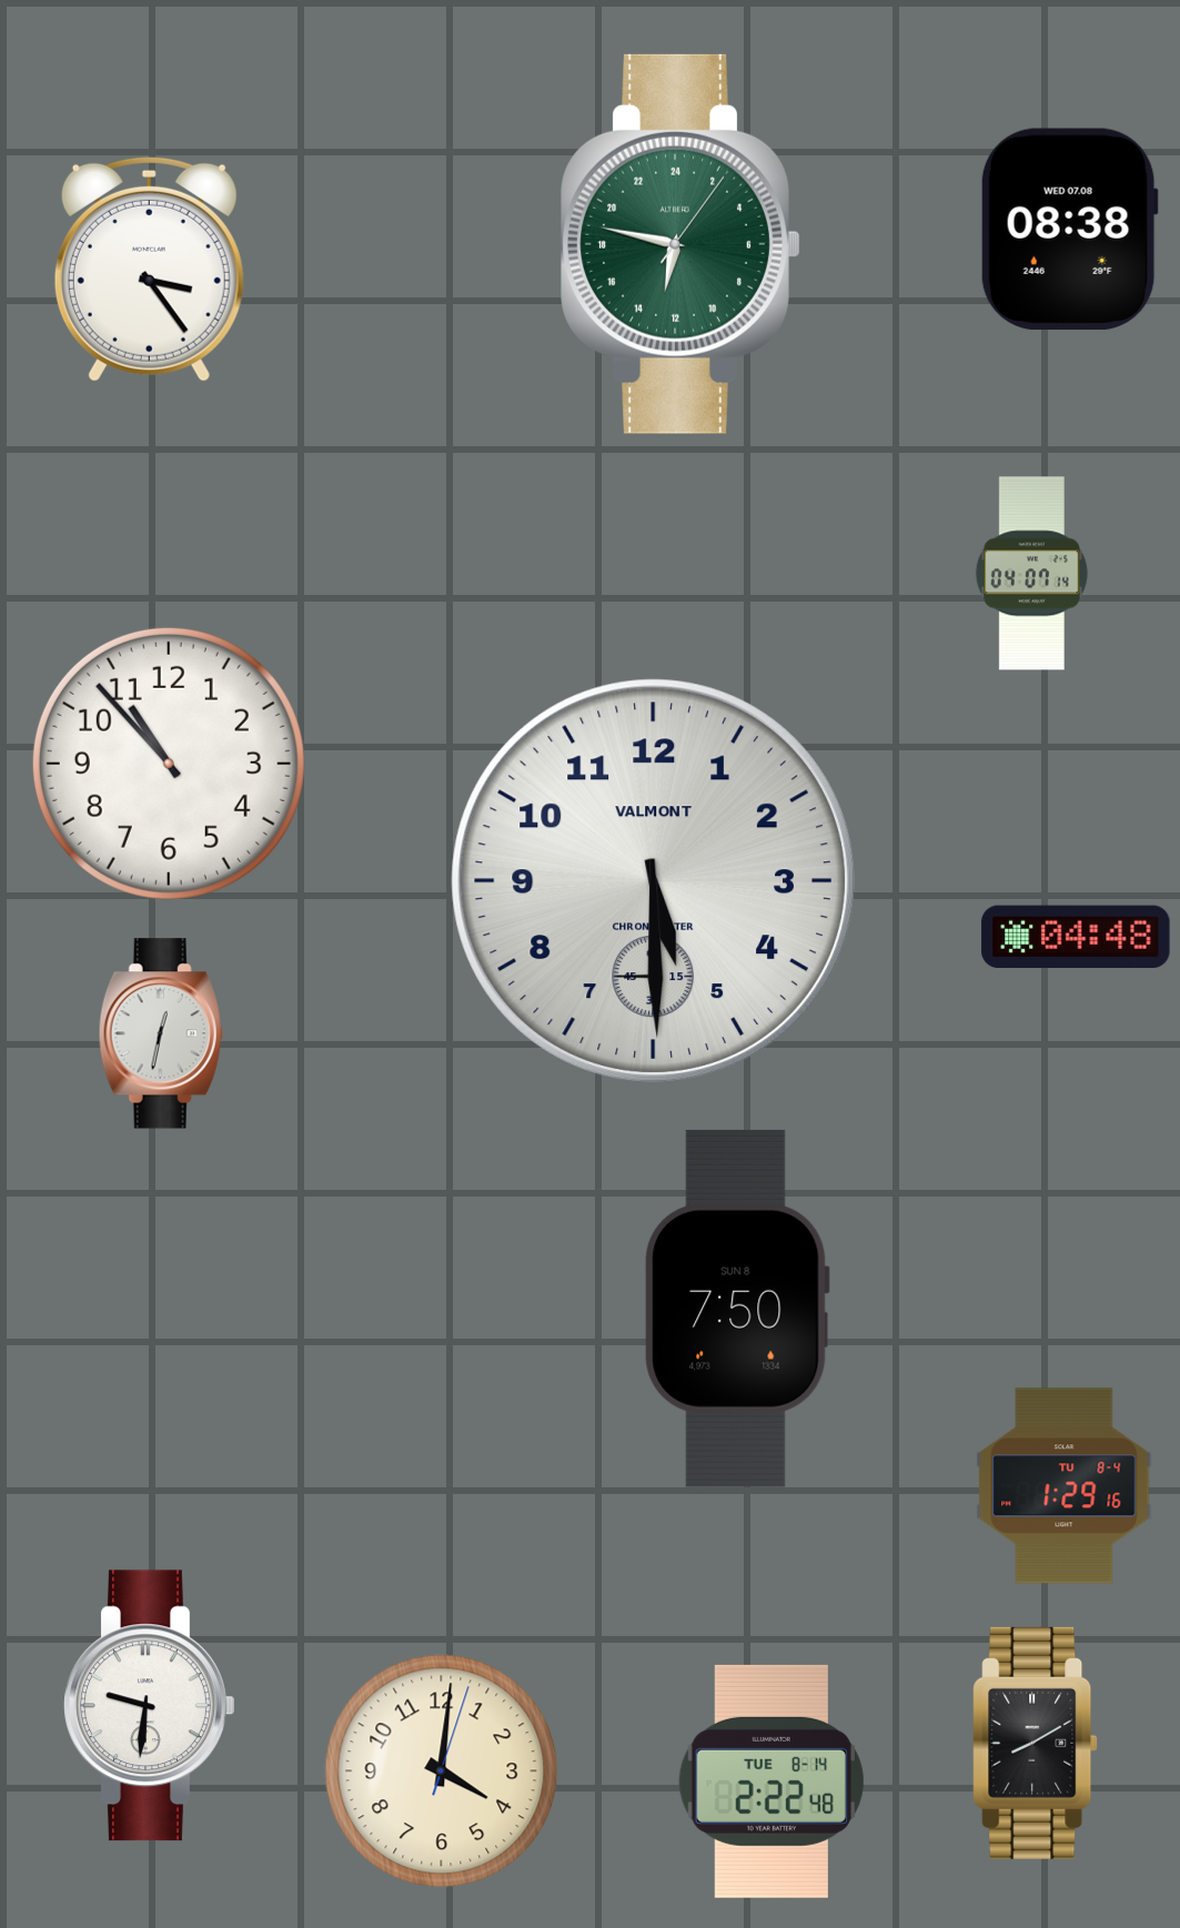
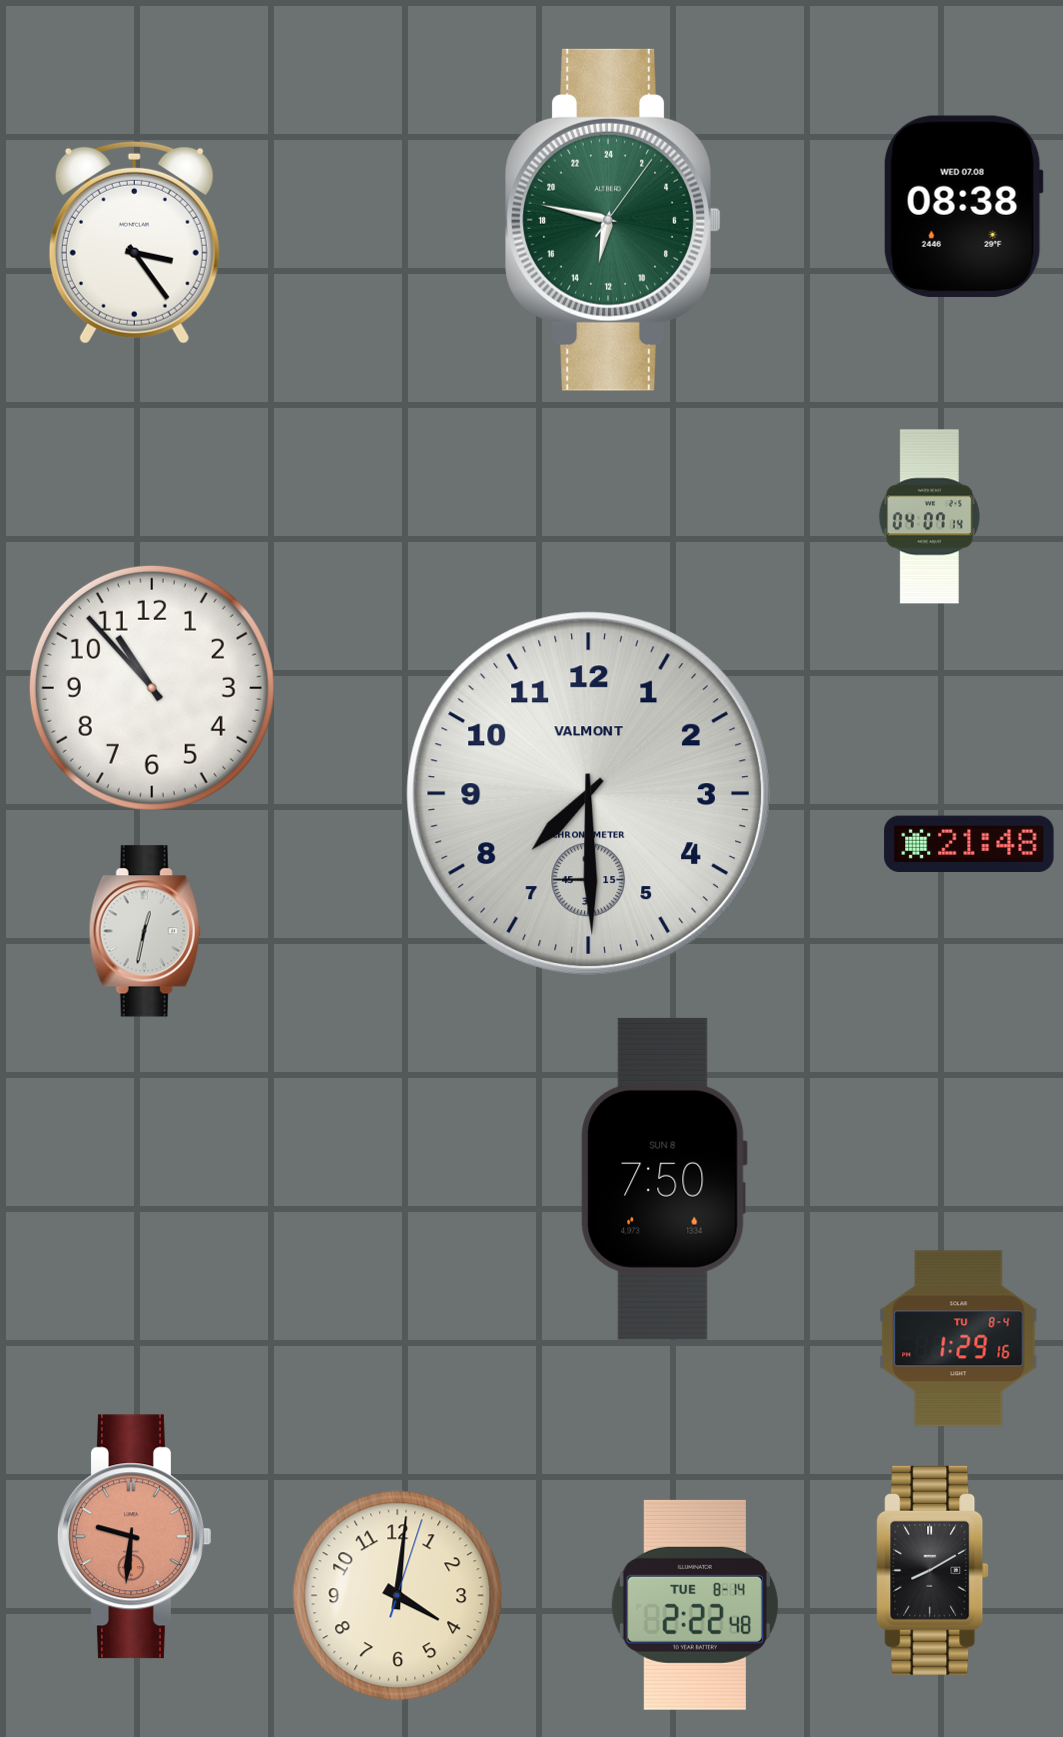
clock at (653, 880): 5:29 -> 7:29
clock at (1076, 936): 04:48 -> 21:48
clock at (150, 1706) dial: white -> salmon
